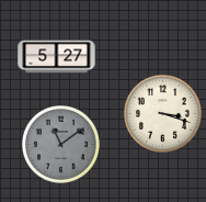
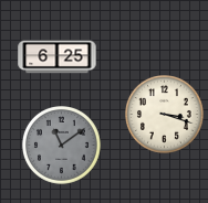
clock at (57, 57): 5:27 -> 6:25
